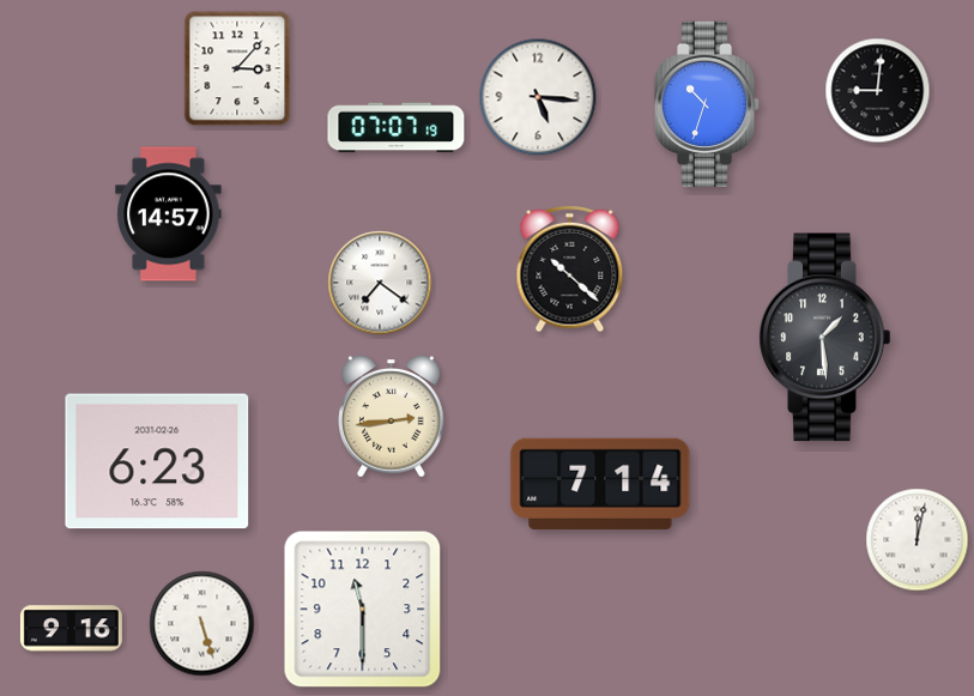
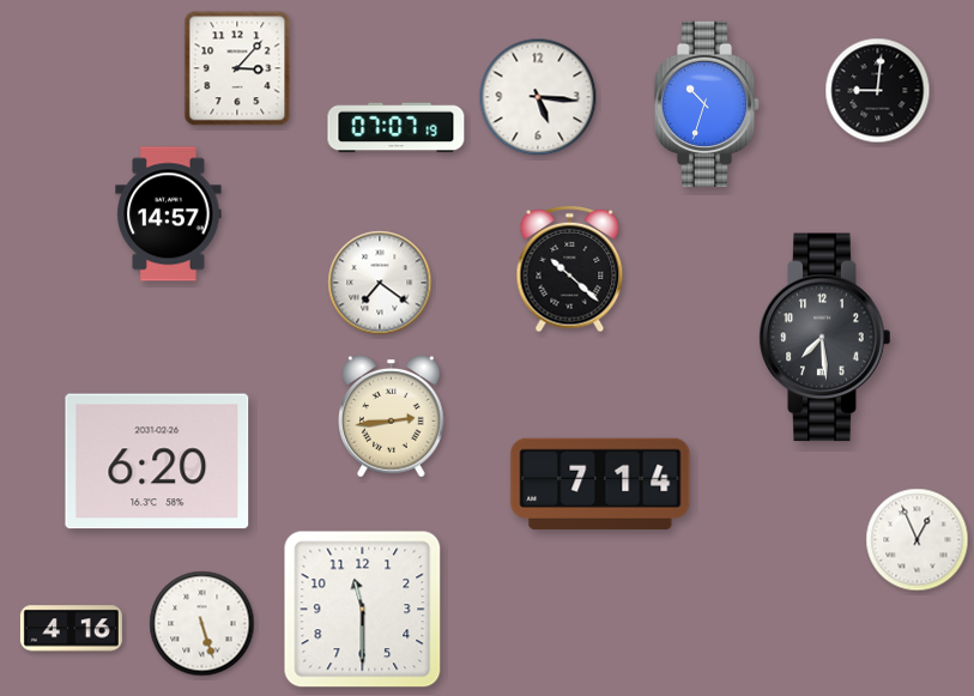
clock at (825, 338): 1:29 -> 7:29
clock at (157, 461): 6:23 -> 6:20
clock at (918, 540): 12:02 -> 12:56
clock at (71, 629): 9:16 -> 4:16
